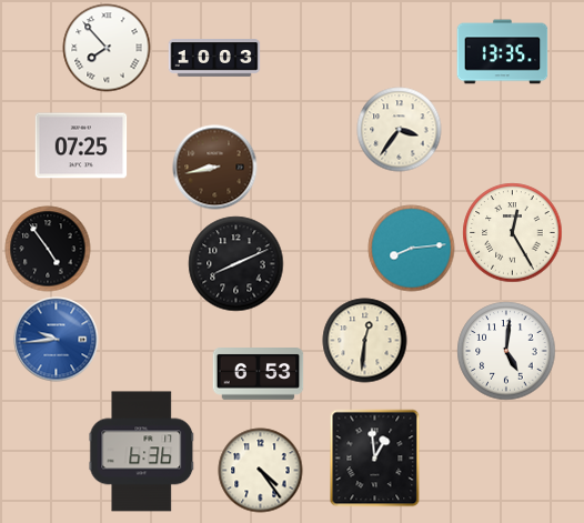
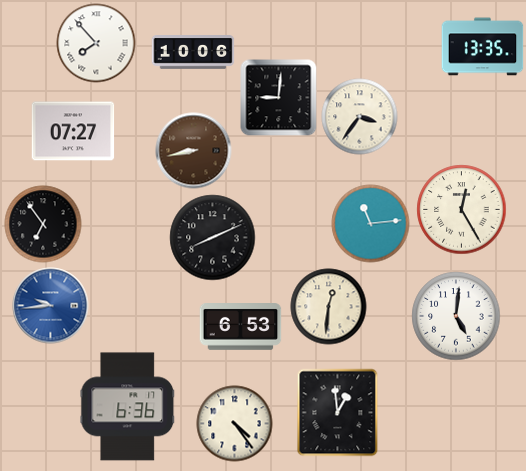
clock at (503, 52) position: (503, 52) -> (483, 47)
clock at (214, 58): 10:03 -> 10:06
clock at (279, 98): none -> 9:01
clock at (81, 145): 07:25 -> 07:27
clock at (48, 249): 4:54 -> 6:54
clock at (412, 249): 8:14 -> 11:14
clock at (259, 374) position: (259, 374) -> (241, 327)
